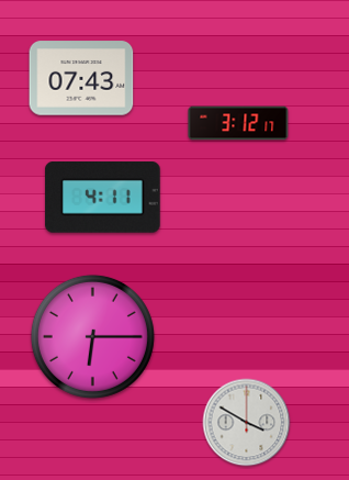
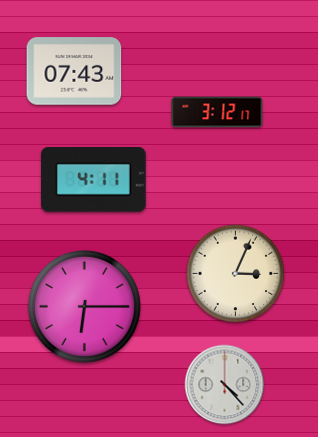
clock at (236, 274): none -> 3:04
clock at (247, 423): 3:50 -> 4:23
